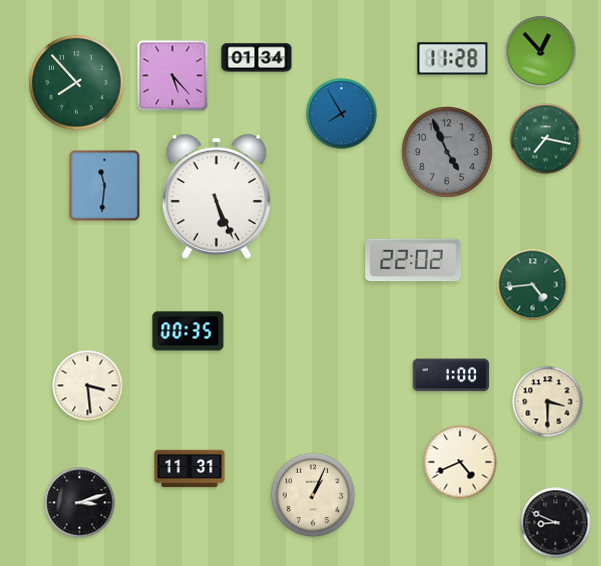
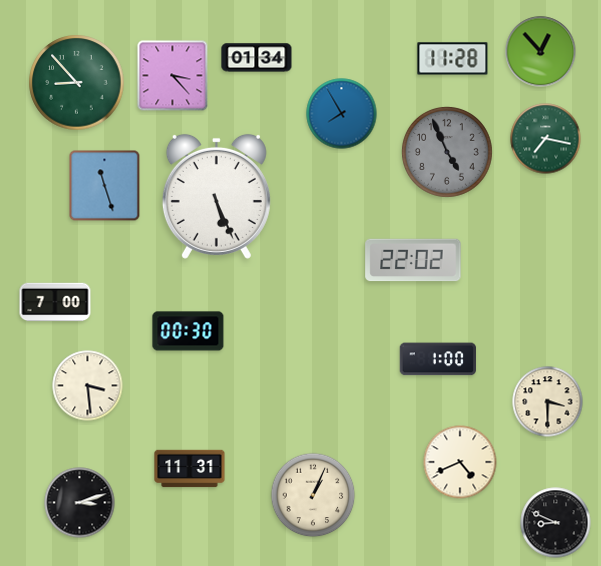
clock at (173, 76): 5:23 -> 3:23
clock at (77, 83): 7:53 -> 8:53
clock at (105, 186): 11:31 -> 11:27
clock at (533, 285): 4:44 -> none
clock at (55, 302): none -> 7:00
clock at (188, 331): 00:35 -> 00:30
clock at (450, 375) position: (450, 375) -> (437, 359)
